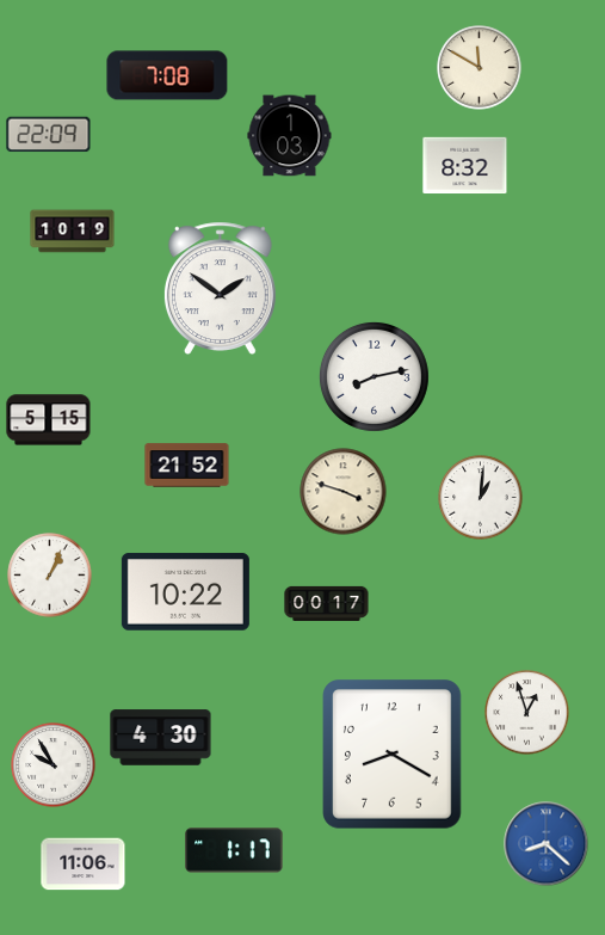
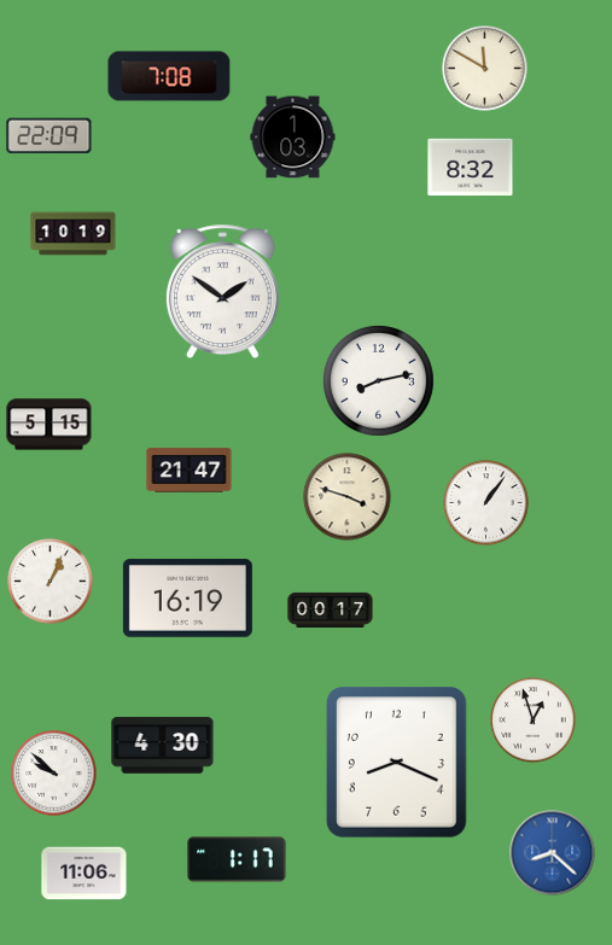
clock at (187, 466): 21:52 -> 21:47
clock at (481, 498): 1:01 -> 1:06
clock at (185, 592): 10:22 -> 16:19
clock at (393, 755): 8:20 -> 8:19
clock at (54, 765): 9:55 -> 9:52
